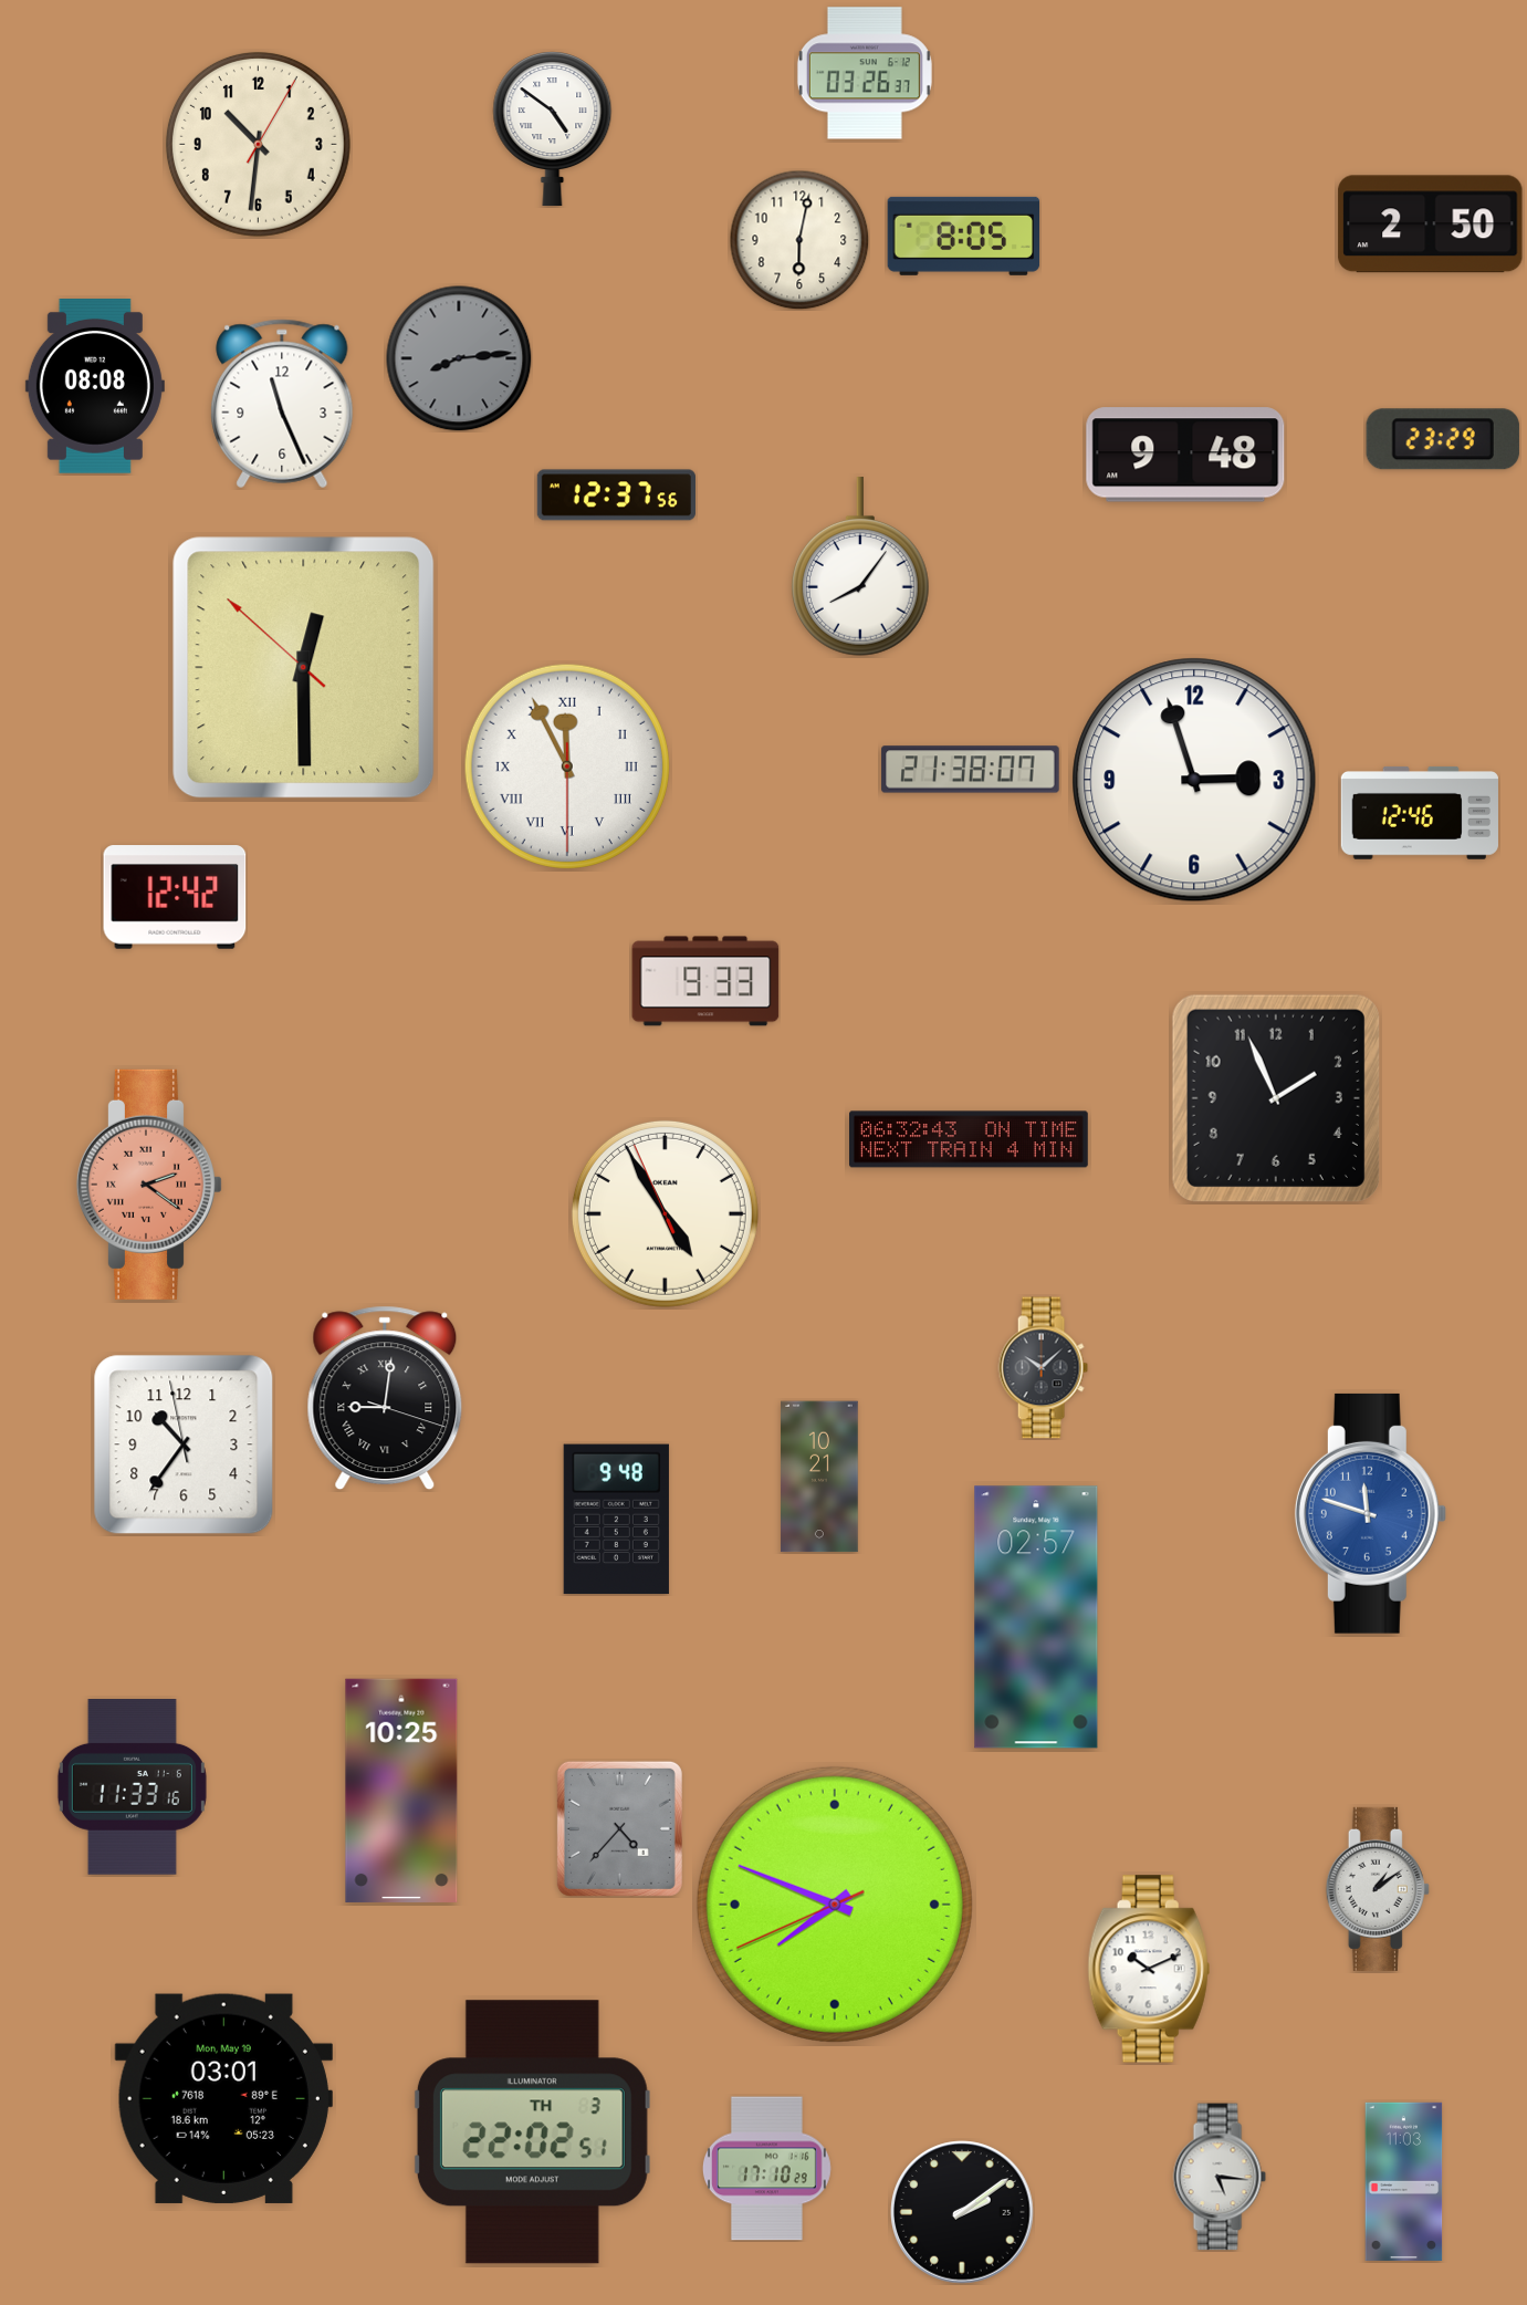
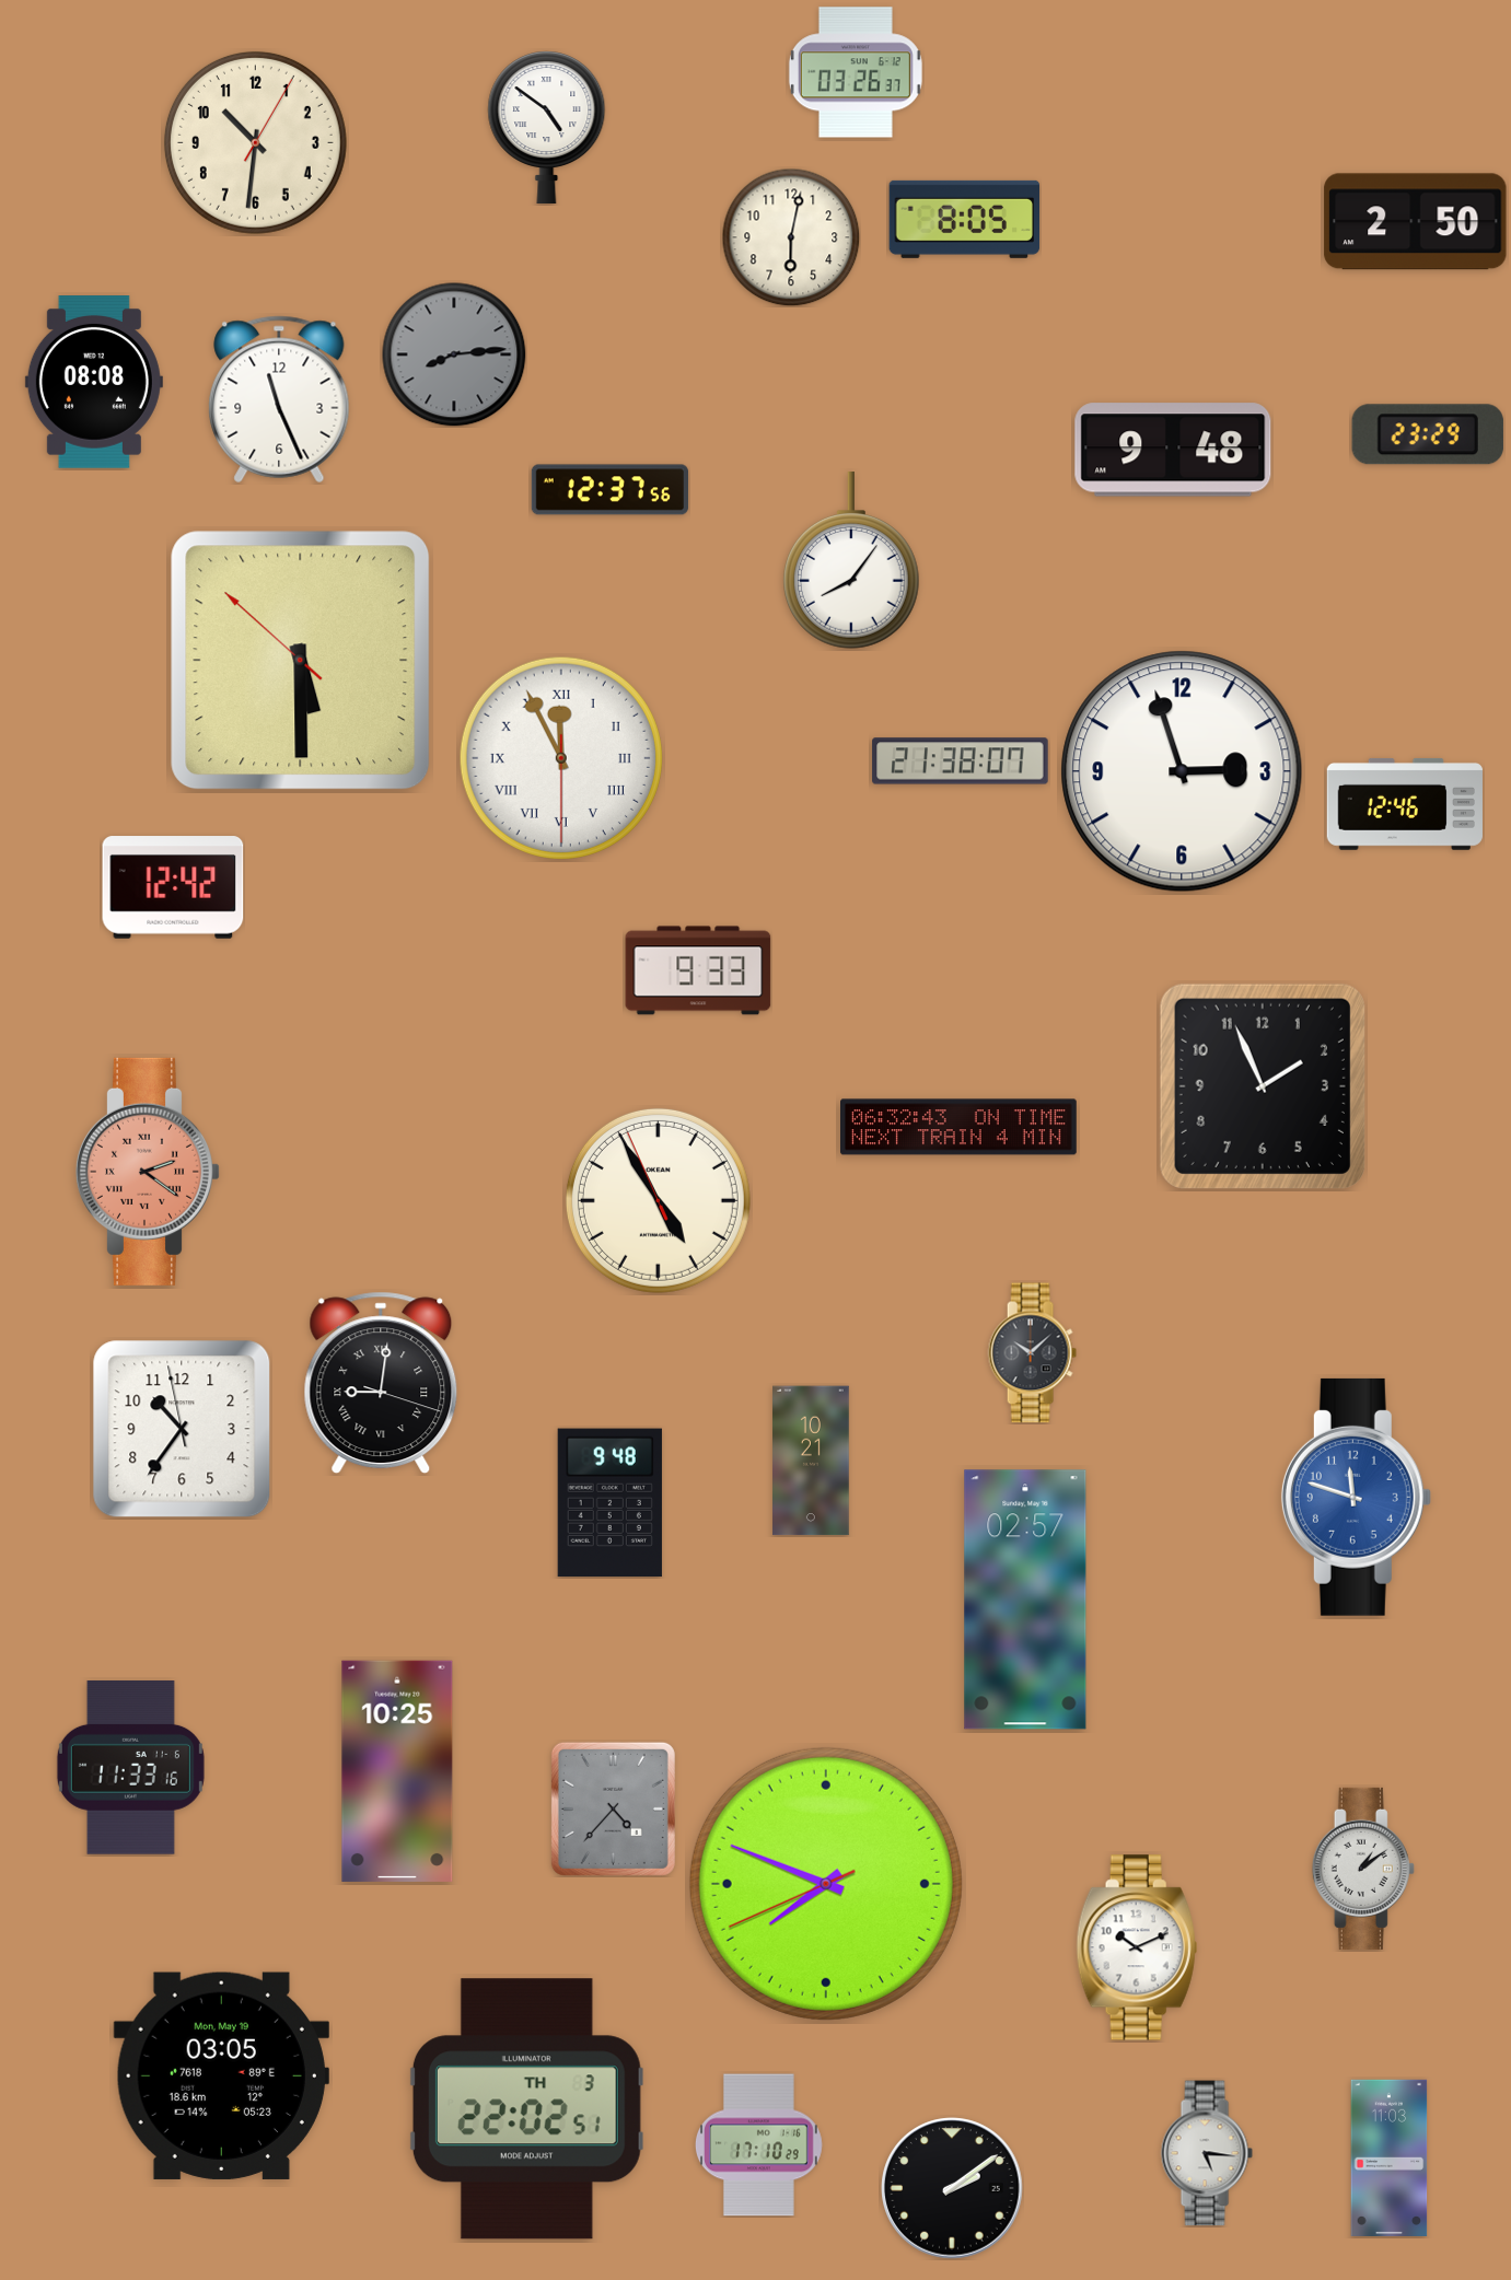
clock at (964, 236) position: (964, 236) -> (965, 219)
clock at (304, 668): 12:29 -> 5:29
clock at (223, 2098): 03:01 -> 03:05
